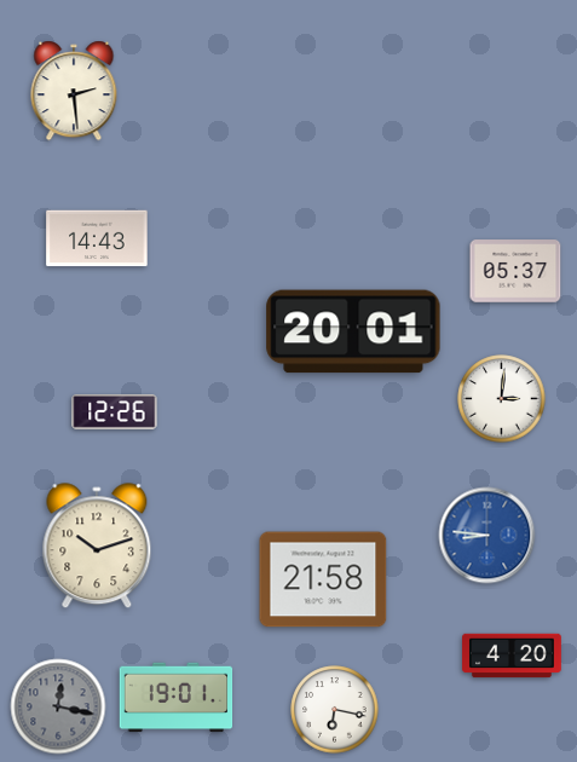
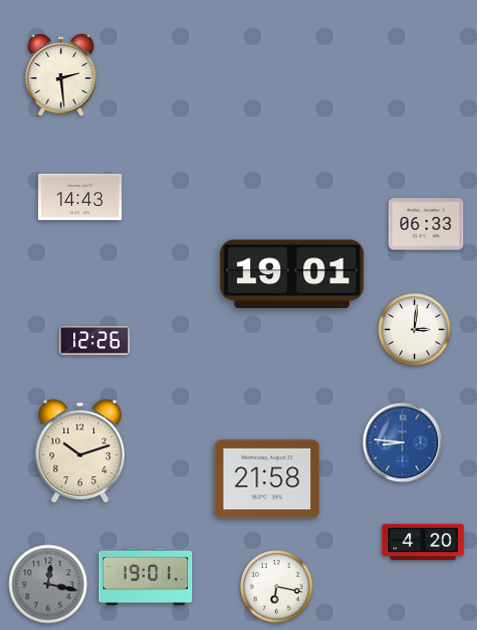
clock at (515, 271): 05:37 -> 06:33
clock at (353, 331): 20:01 -> 19:01
